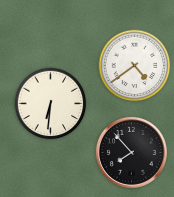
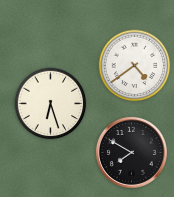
clock at (51, 104): 6:31 -> 6:27
clock at (131, 152): 7:53 -> 7:50
